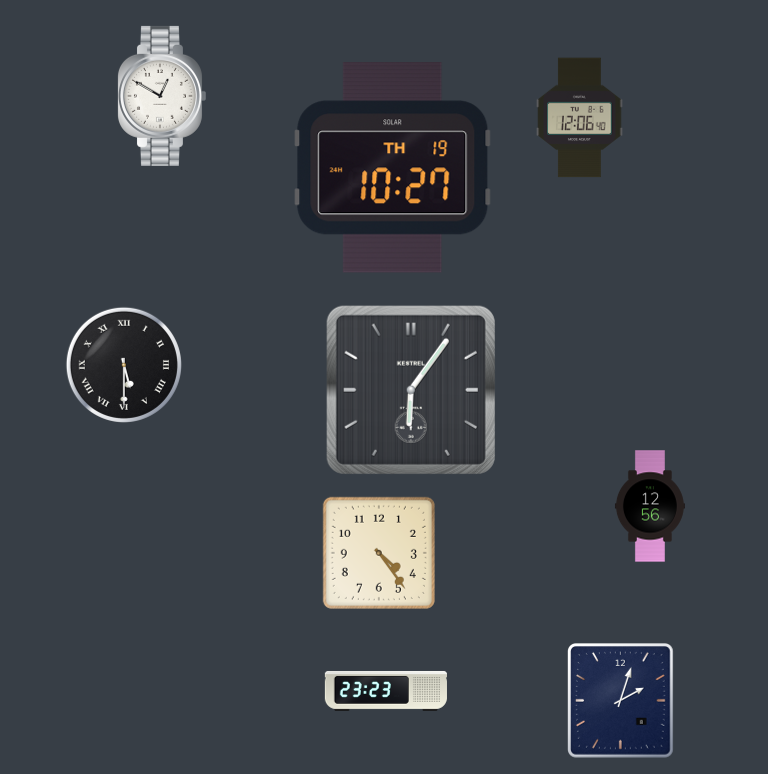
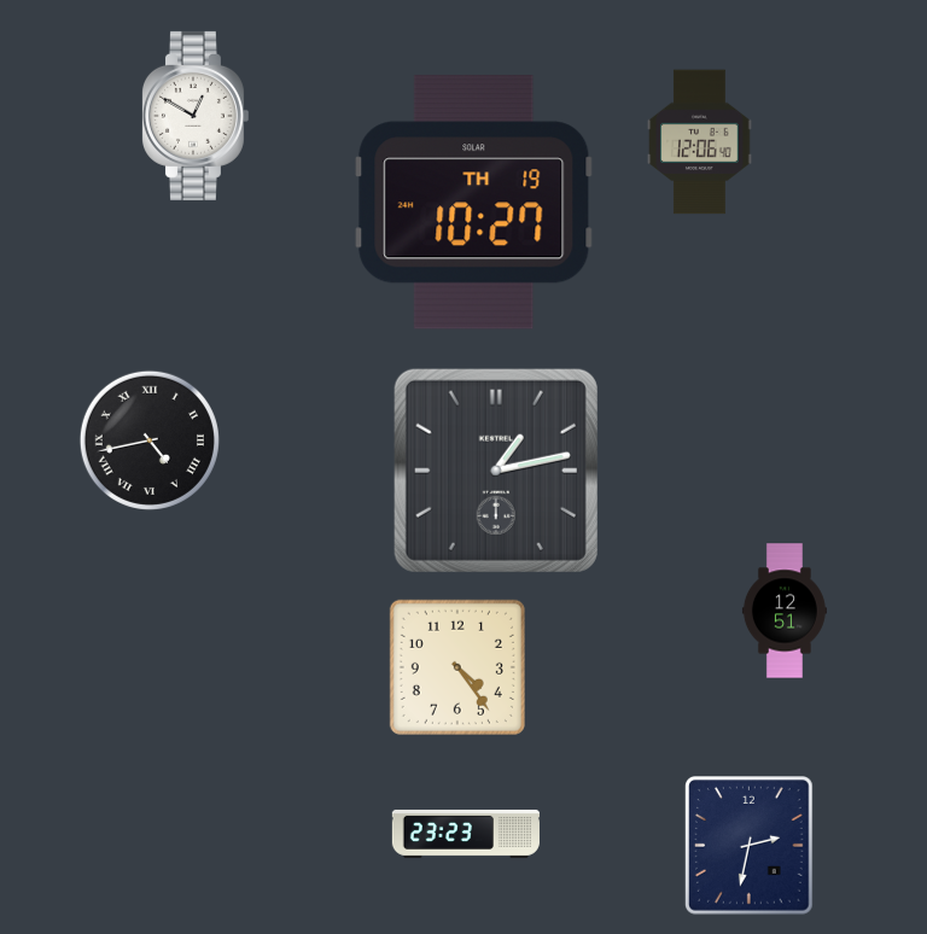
clock at (124, 365): 5:30 -> 4:43
clock at (411, 390): 6:06 -> 1:13
clock at (650, 506): 12:56 -> 12:51
clock at (621, 701): 2:03 -> 2:32
